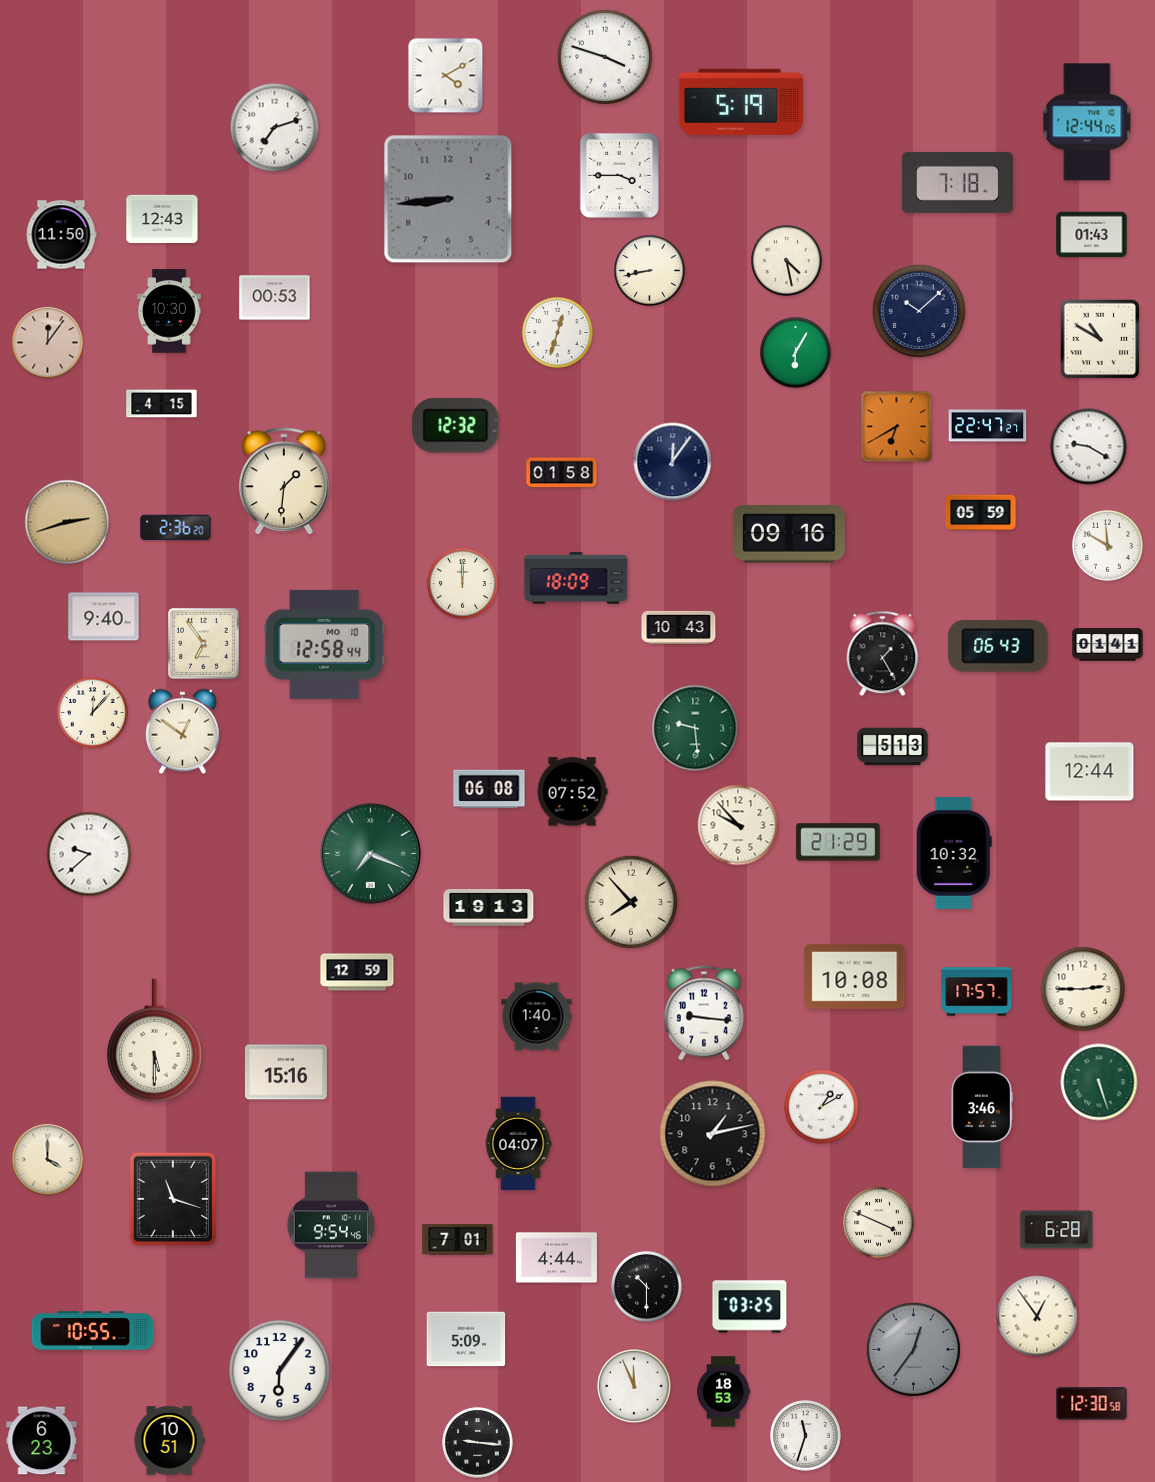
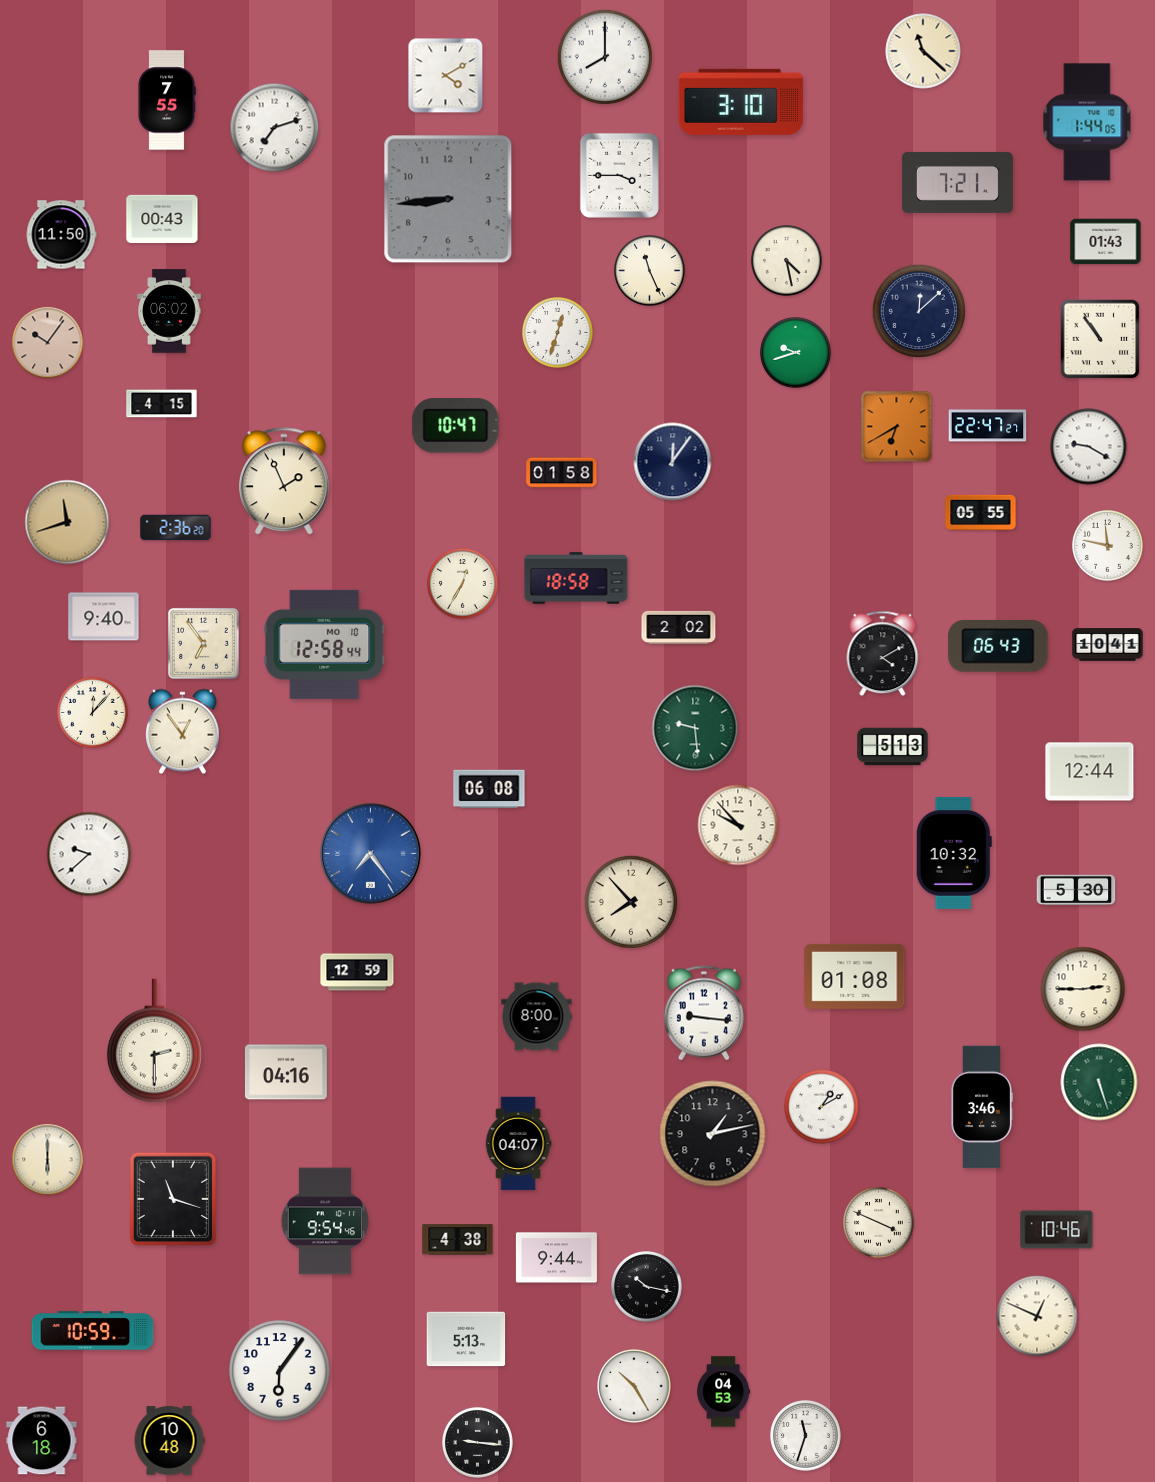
clock at (923, 51): none -> 11:22
clock at (605, 57): 3:48 -> 8:00
clock at (167, 100): none -> 7:55
clock at (741, 102): 5:19 -> 3:10
clock at (1087, 122): 12:44 -> 1:44
clock at (957, 182): 7:18 -> 7:21
clock at (162, 218): 12:43 -> 00:43
clock at (1092, 235) position: (1092, 235) -> (1106, 242)
clock at (650, 271): 8:43 -> 11:26
clock at (275, 298): 00:53 -> none
clock at (918, 310): 10:08 -> 12:08
clock at (169, 311): 10:30 -> 06:02
clock at (1100, 339): 10:50 -> 10:54
clock at (48, 343): 12:06 -> 10:06
clock at (796, 353): 6:05 -> 9:42
clock at (456, 426): 12:32 -> 10:47
clock at (284, 482): 1:31 -> 1:56
clock at (981, 512): 05:59 -> 05:55
clock at (67, 522): 2:42 -> 11:42
clock at (789, 534): 09:16 -> none
clock at (1108, 546): 11:50 -> 11:47
clock at (576, 578): 18:09 -> 18:58
clock at (463, 584): 12:00 -> 12:35
clock at (679, 627): 10:43 -> 2:02
clock at (1108, 645): 01:41 -> 10:41
clock at (883, 654): 1:25 -> 4:10
clock at (183, 732): 12:51 -> 12:54
clock at (572, 792): 07:52 -> none
clock at (838, 842): 21:29 -> none
clock at (370, 853): 7:19 -> 7:24
clock at (370, 853) dial: green -> blue
clock at (1076, 890): none -> 5:30
clock at (489, 908): 19:13 -> none
clock at (855, 976): 10:08 -> 01:08
clock at (977, 992): 17:57 -> none
clock at (537, 1017): 1:40 -> 8:00
clock at (154, 1041): 5:30 -> 2:30
clock at (286, 1072): 15:16 -> 04:16
clock at (48, 1160): 4:00 -> 6:00
clock at (331, 1225) position: (331, 1225) -> (325, 1221)
clock at (1057, 1230): 6:28 -> 10:46
clock at (458, 1240): 7:01 -> 4:38
clock at (556, 1258): 4:44 -> 9:44
clock at (647, 1287): 10:30 -> 10:17
clock at (750, 1307): 03:25 -> none
clock at (1037, 1316): 12:54 -> 12:49
clock at (93, 1331): 10:55 -> 10:59
clock at (466, 1339): 5:09 -> 5:13
clock at (913, 1349): 12:36 -> none
clock at (634, 1386): 11:56 -> 10:25
clock at (724, 1392): 18:53 -> 04:53
clock at (1092, 1404): 12:30 -> none
clock at (42, 1441): 6:23 -> 6:18
clock at (169, 1441): 10:51 -> 10:48
